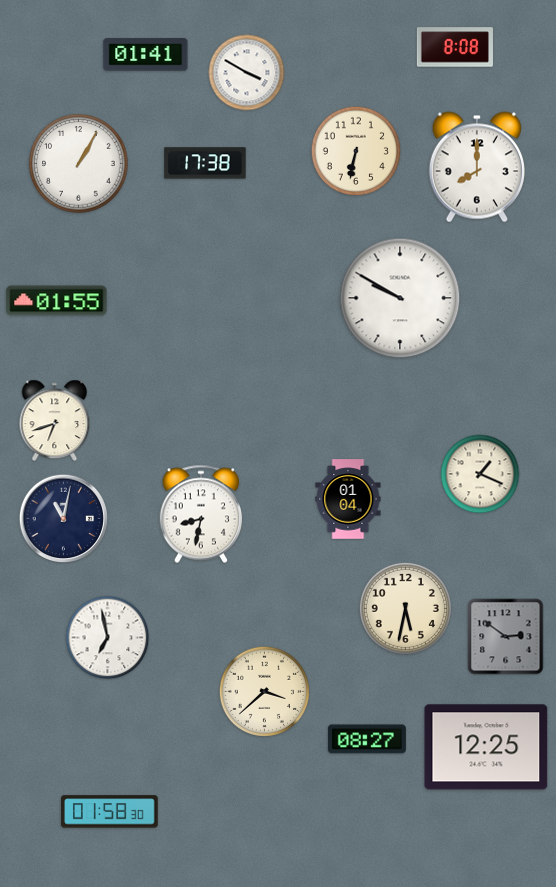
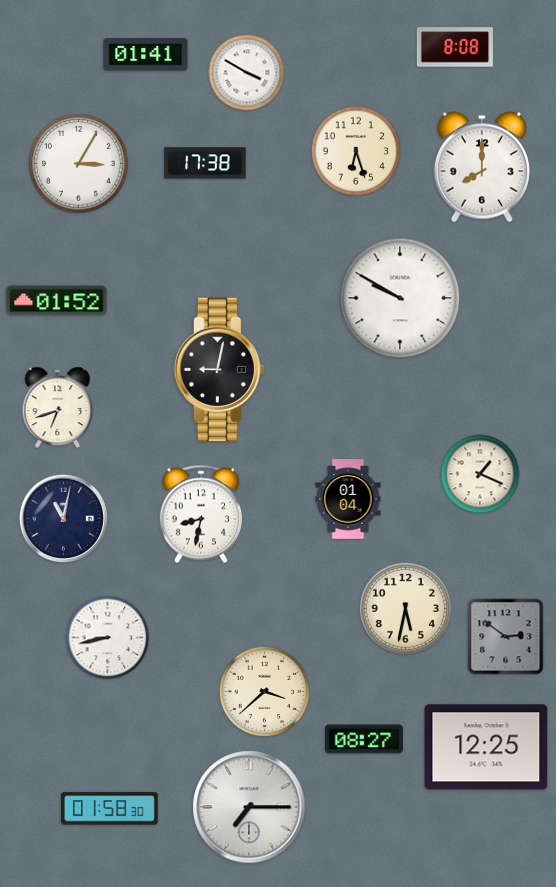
clock at (355, 150): 6:32 -> 6:27
clock at (79, 164): 1:05 -> 3:05
clock at (477, 167) position: (477, 167) -> (482, 167)
clock at (57, 301): 01:55 -> 01:52
clock at (219, 370): none -> 9:02
clock at (55, 421) position: (55, 421) -> (58, 408)
clock at (108, 638): 6:58 -> 8:43
clock at (367, 739) position: (367, 739) -> (364, 739)
clock at (249, 807): none -> 7:15
clock at (110, 812) position: (110, 812) -> (110, 809)
